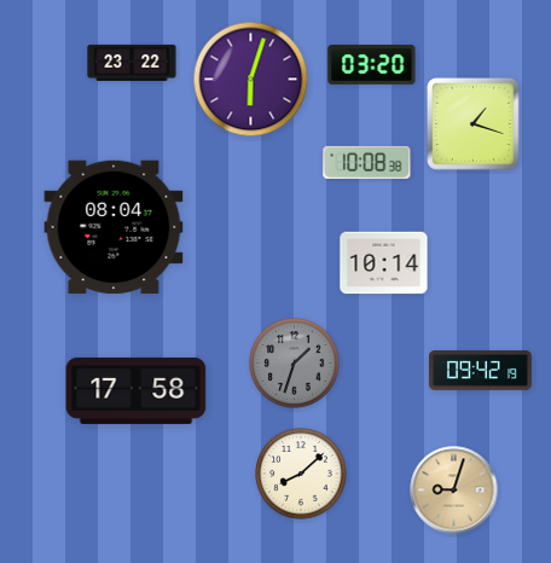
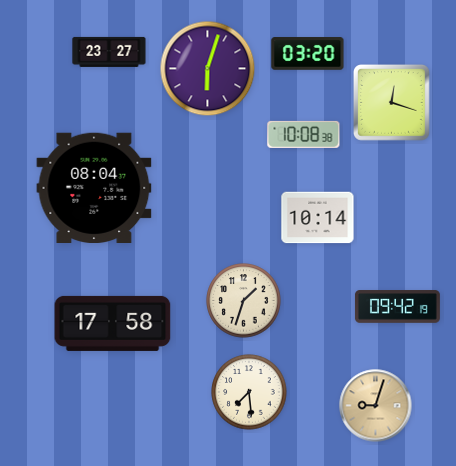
clock at (132, 63): 23:22 -> 23:27
clock at (251, 80) position: (251, 80) -> (208, 69)
clock at (474, 124): 1:18 -> 12:18
clock at (295, 364) dial: grey -> cream
clock at (301, 474): 8:08 -> 7:29
